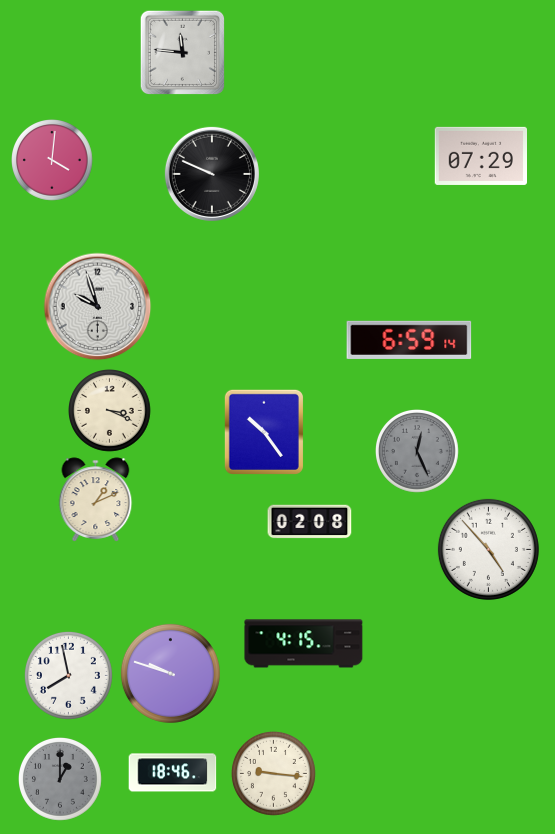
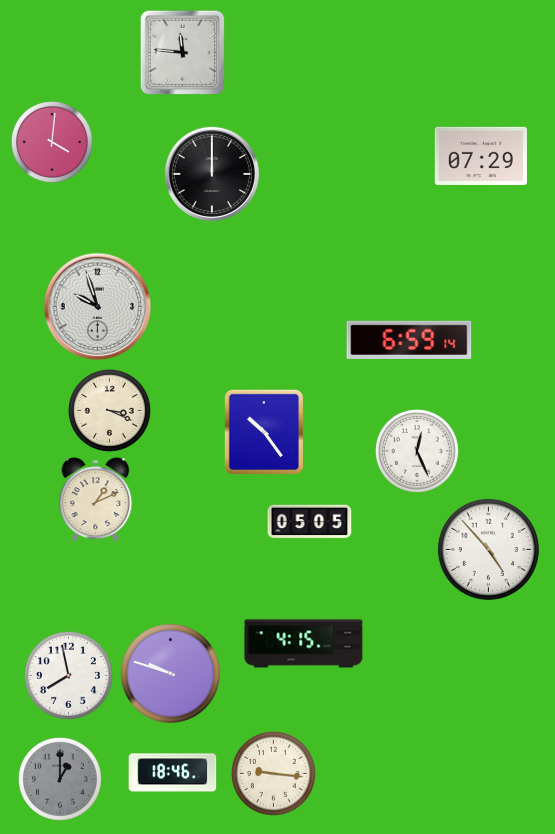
clock at (53, 161) position: (53, 161) -> (53, 143)
clock at (212, 174): 9:49 -> 12:00
clock at (418, 452) dial: grey -> white
clock at (310, 522): 02:08 -> 05:05
